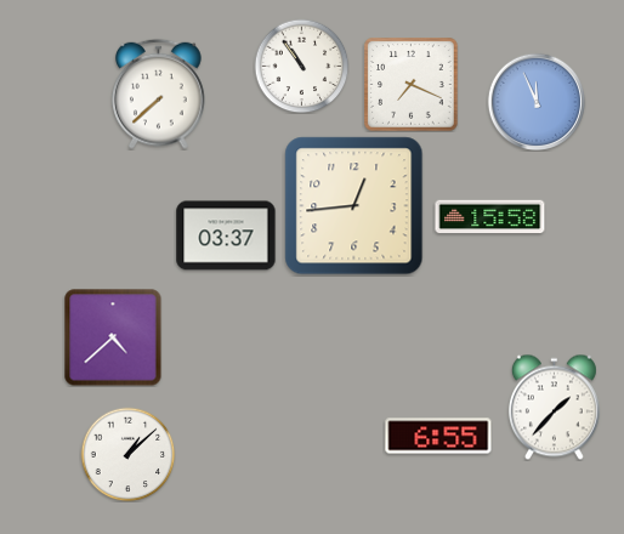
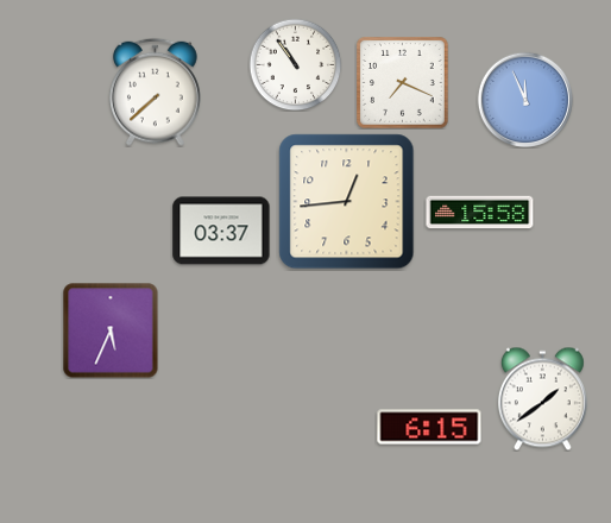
clock at (113, 337): 4:38 -> 5:34
clock at (554, 407): 1:37 -> 1:39
clock at (438, 436): 6:55 -> 6:15
clock at (127, 454): 1:08 -> none
